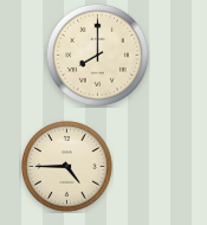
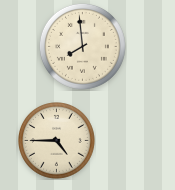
clock at (97, 54): 8:00 -> 7:59
